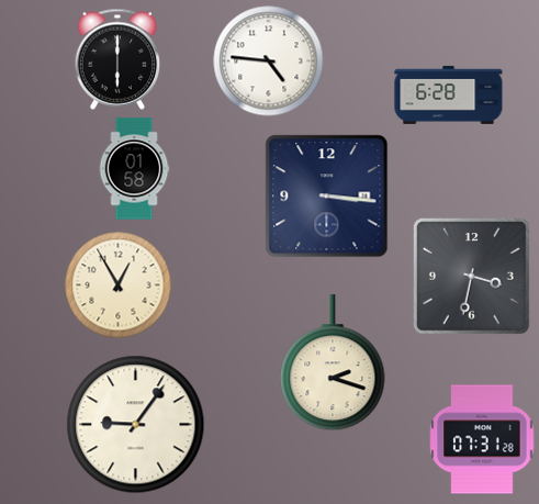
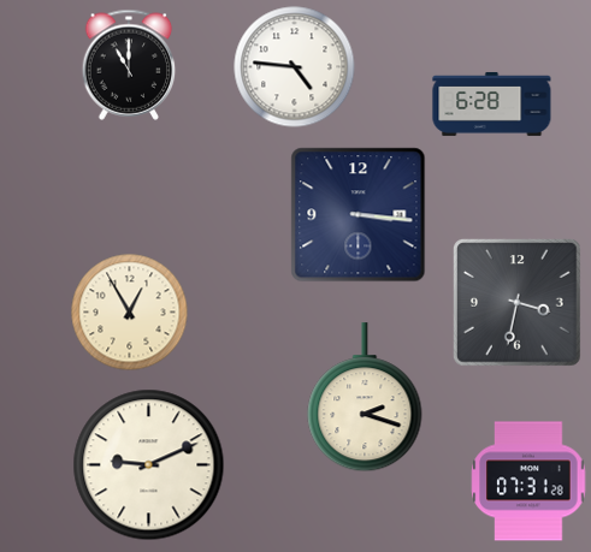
clock at (117, 59): 6:00 -> 11:00
clock at (134, 169): 01:58 -> none
clock at (136, 425): 9:06 -> 9:11
